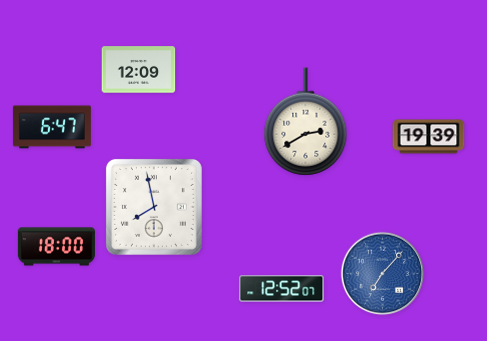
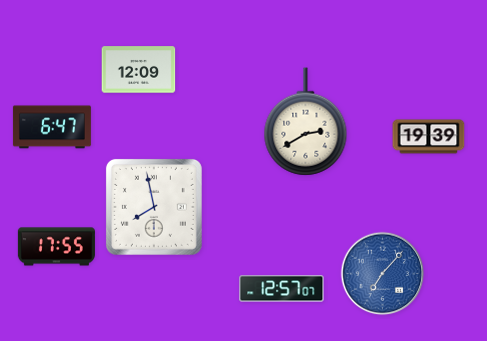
clock at (56, 247): 18:00 -> 17:55
clock at (282, 289): 12:52 -> 12:57
